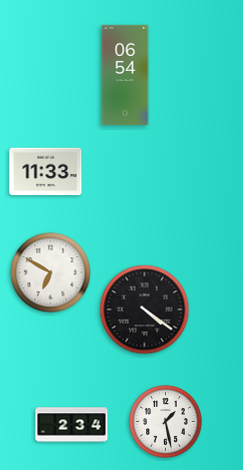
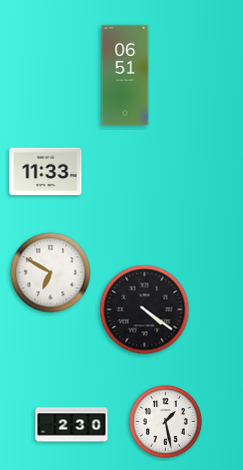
clock at (125, 75): 06:54 -> 06:51
clock at (72, 425): 2:34 -> 2:30
